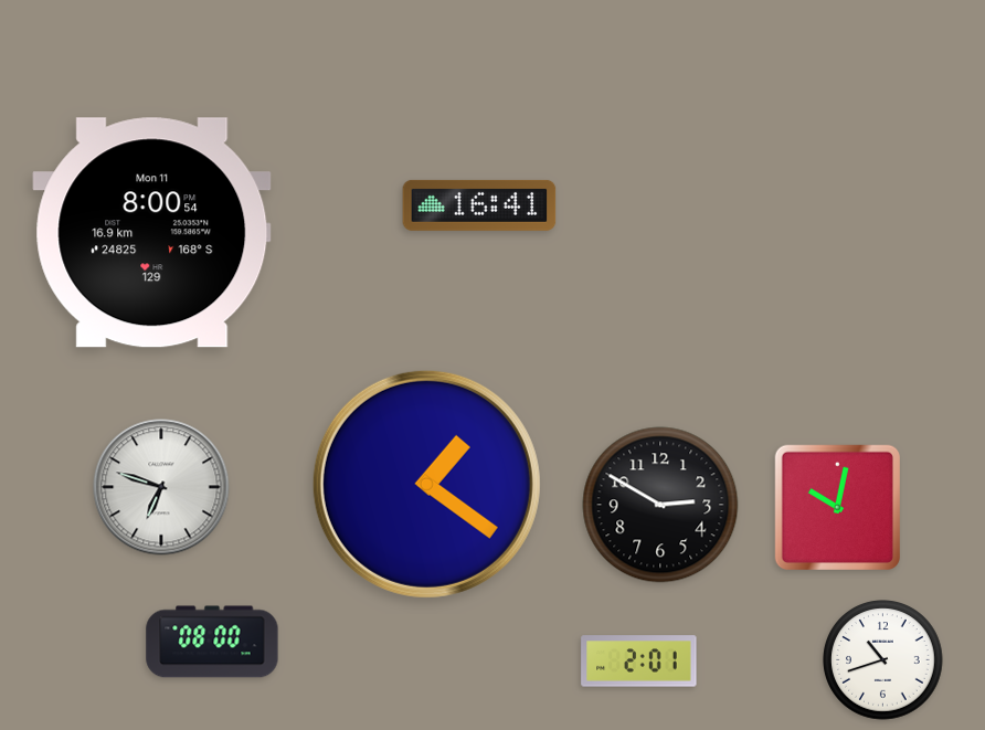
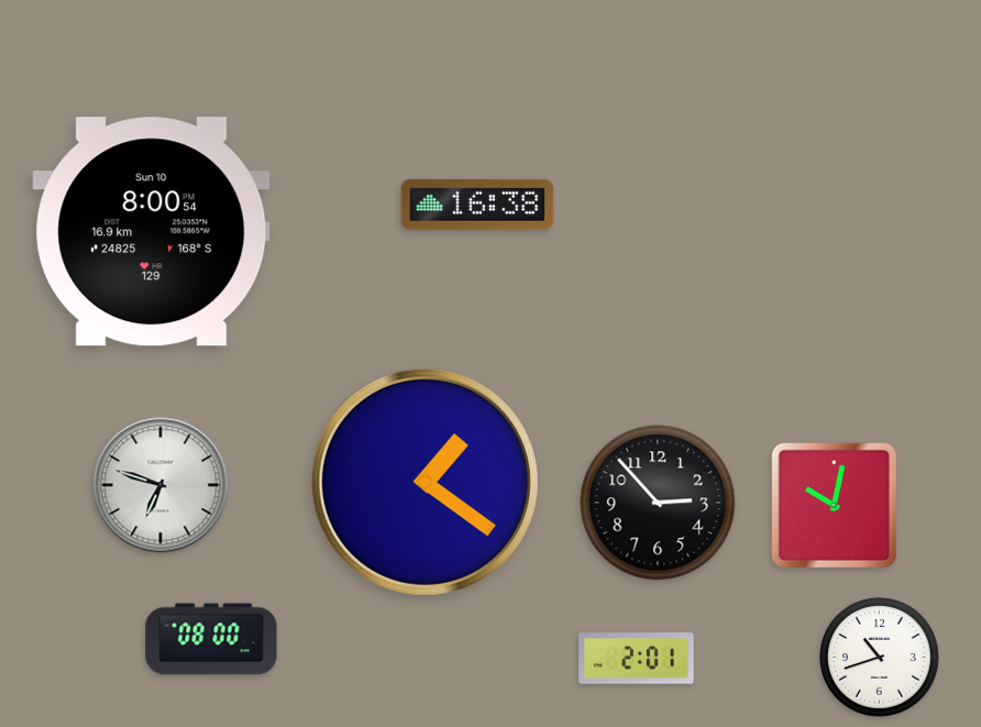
clock at (479, 205): 16:41 -> 16:38
clock at (152, 233) date: Mon 11 -> Sun 10
clock at (660, 505): 2:50 -> 2:53
